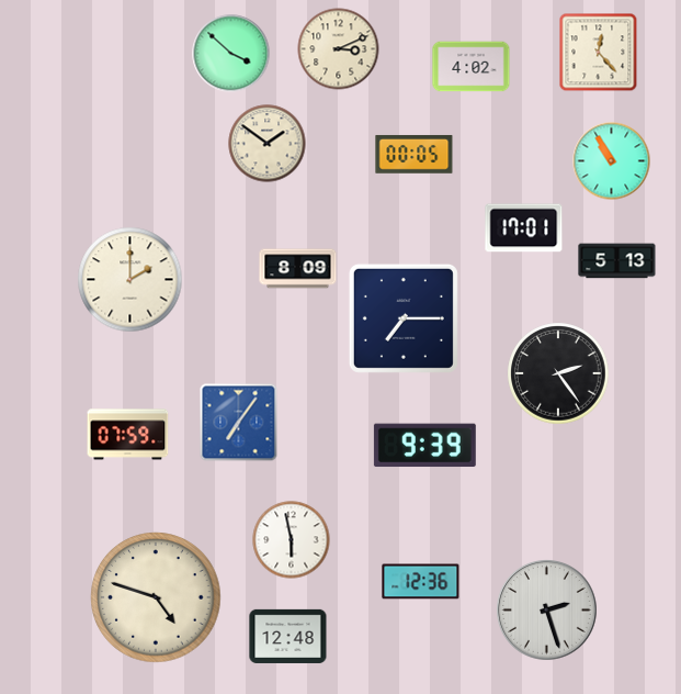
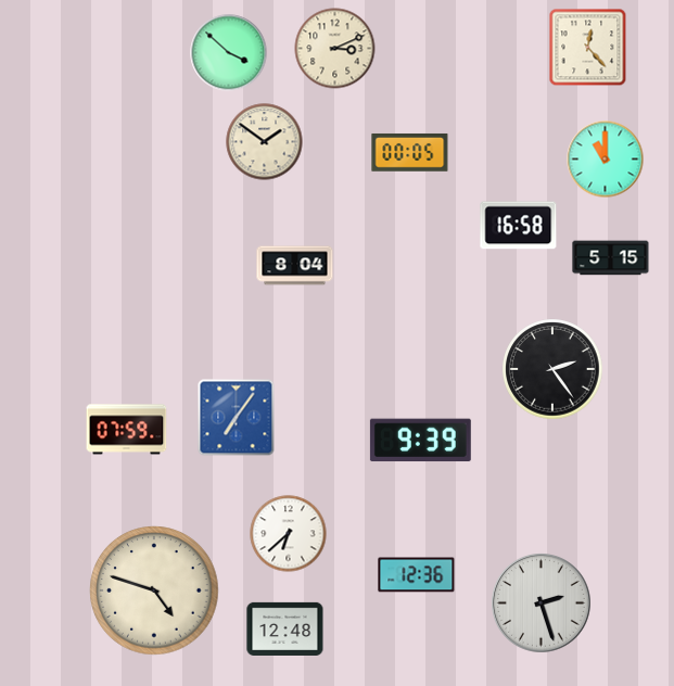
clock at (599, 53) position: (599, 53) -> (588, 48)
clock at (472, 67): 4:02 -> none
clock at (612, 161): 10:55 -> 11:00
clock at (524, 228): 17:01 -> 16:58
clock at (617, 261): 5:13 -> 5:15
clock at (298, 269): 8:09 -> 8:04
clock at (130, 280): 2:00 -> none
clock at (404, 318): 7:15 -> none
clock at (292, 540): 5:58 -> 6:38
